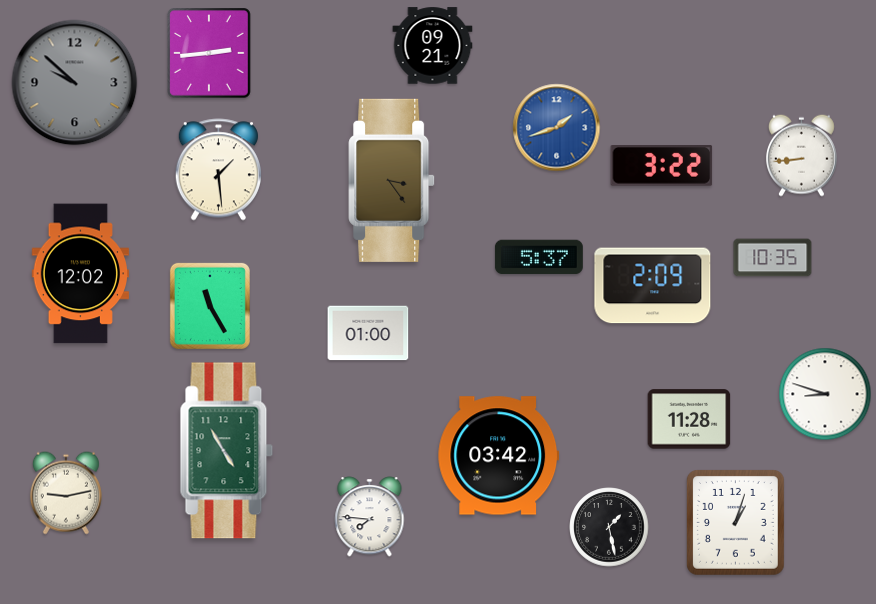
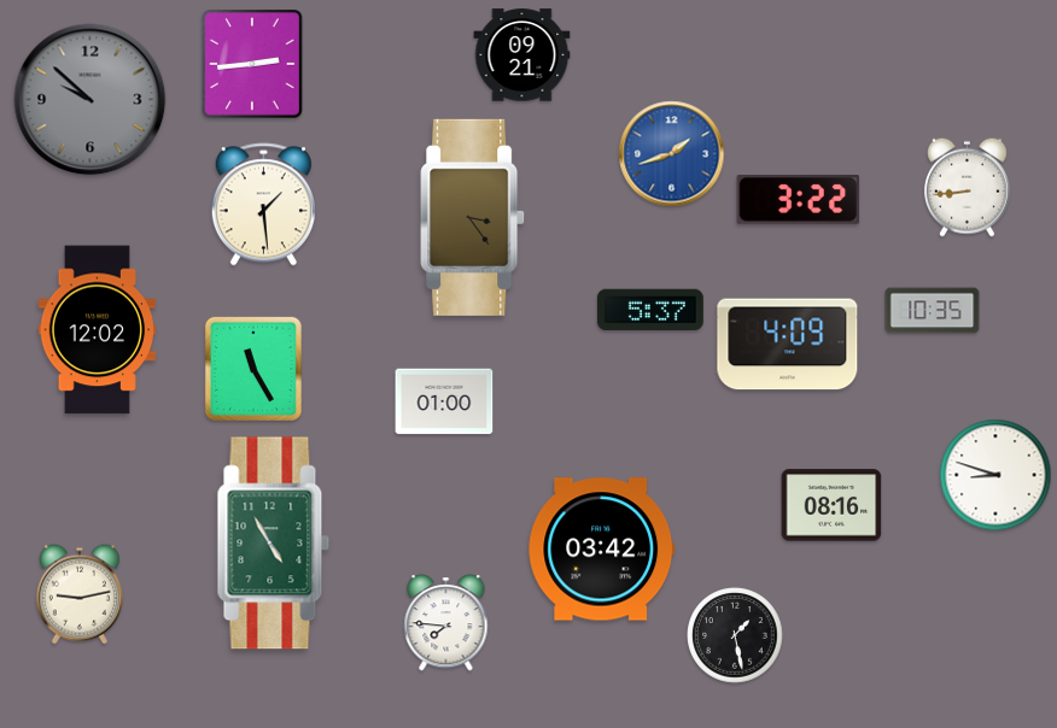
clock at (653, 286): 2:09 -> 4:09
clock at (689, 419): 11:28 -> 08:16
clock at (735, 523): 1:03 -> none
